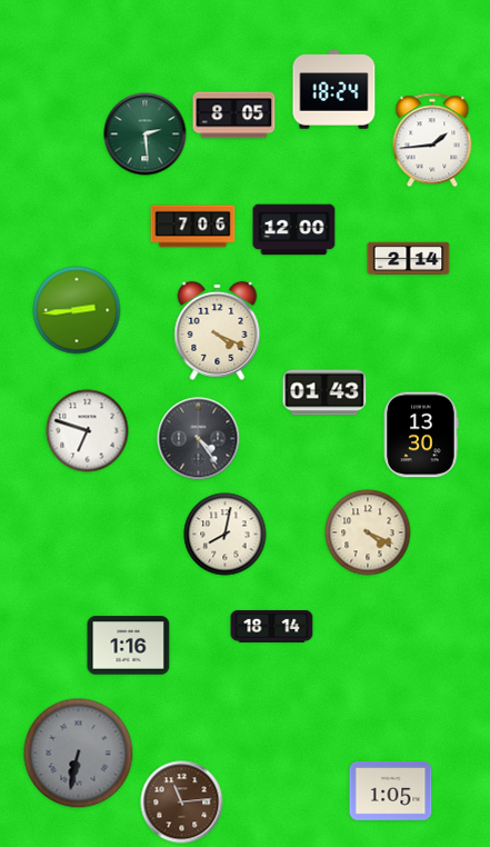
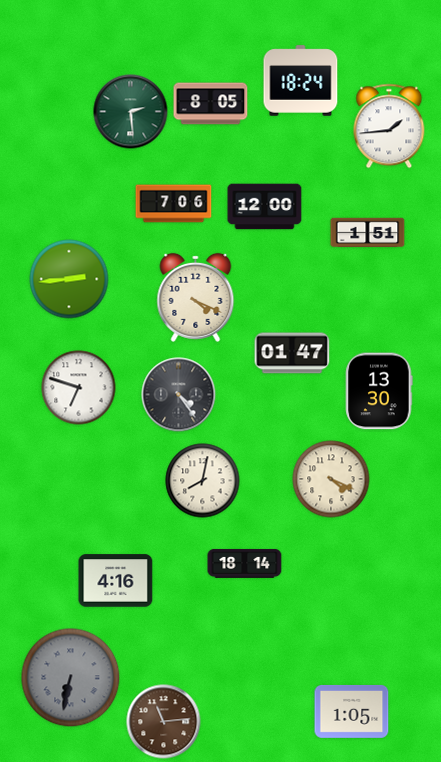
clock at (146, 134) position: (146, 134) -> (131, 112)
clock at (409, 259): 2:14 -> 1:51
clock at (324, 392): 01:43 -> 01:47
clock at (129, 646): 1:16 -> 4:16
